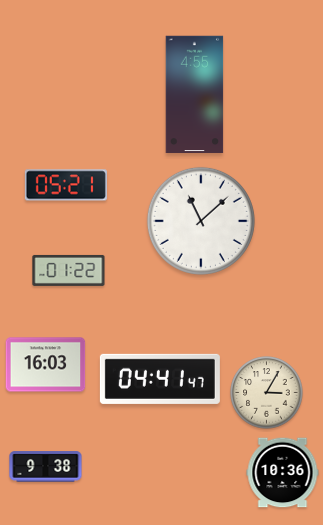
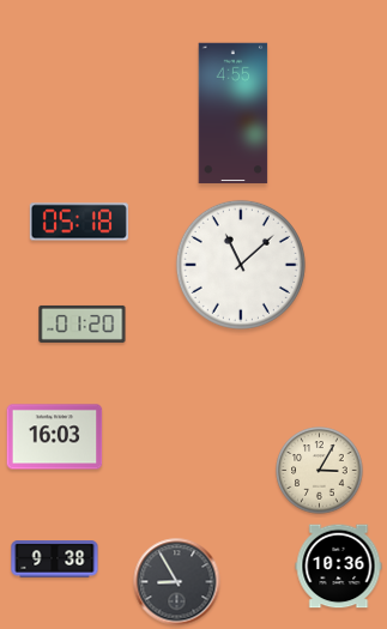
clock at (66, 185): 05:21 -> 05:18
clock at (69, 270): 01:22 -> 01:20
clock at (160, 379): 04:41 -> none
clock at (177, 582): none -> 8:55
